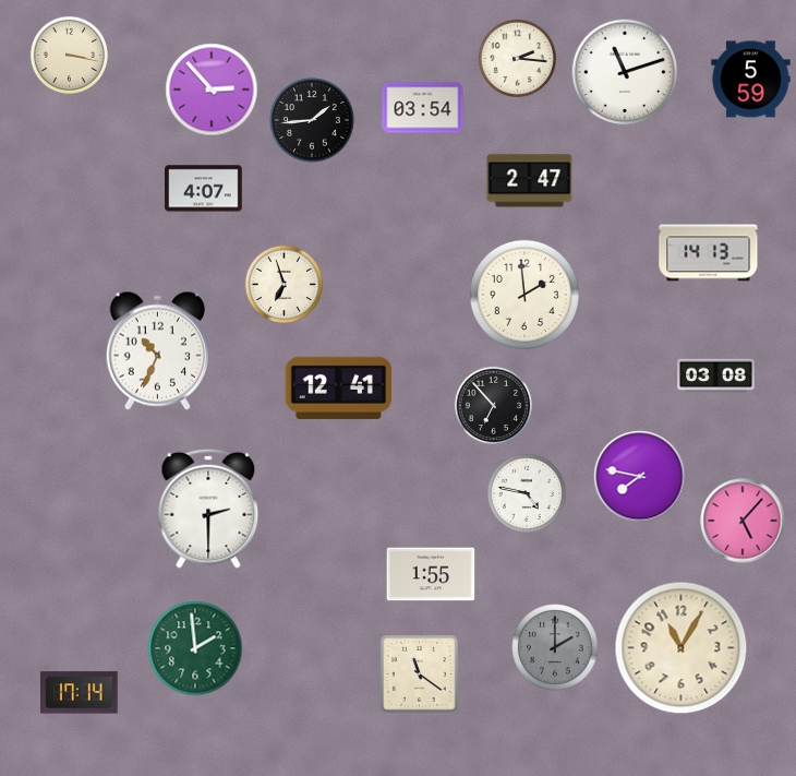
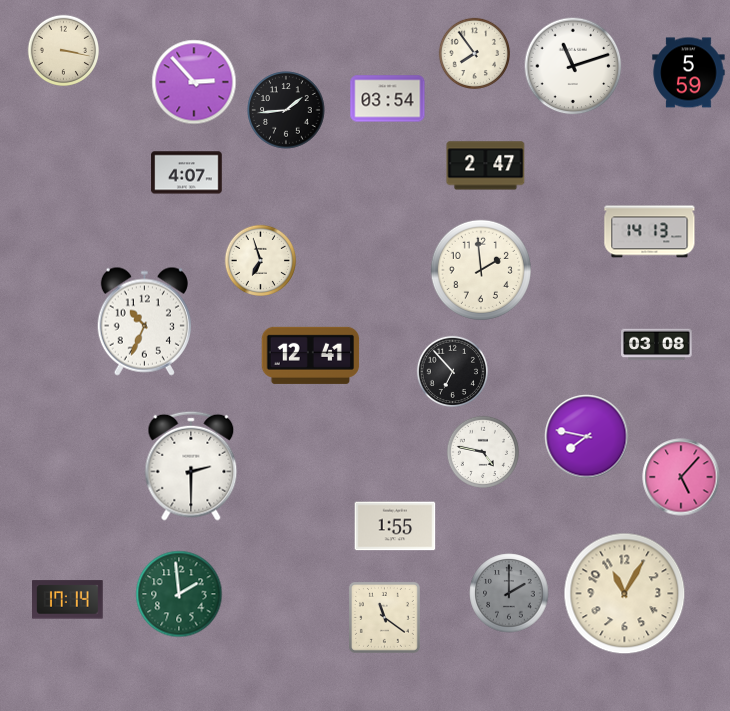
clock at (517, 58): 2:16 -> 7:54
clock at (80, 693) position: (80, 693) -> (68, 600)
